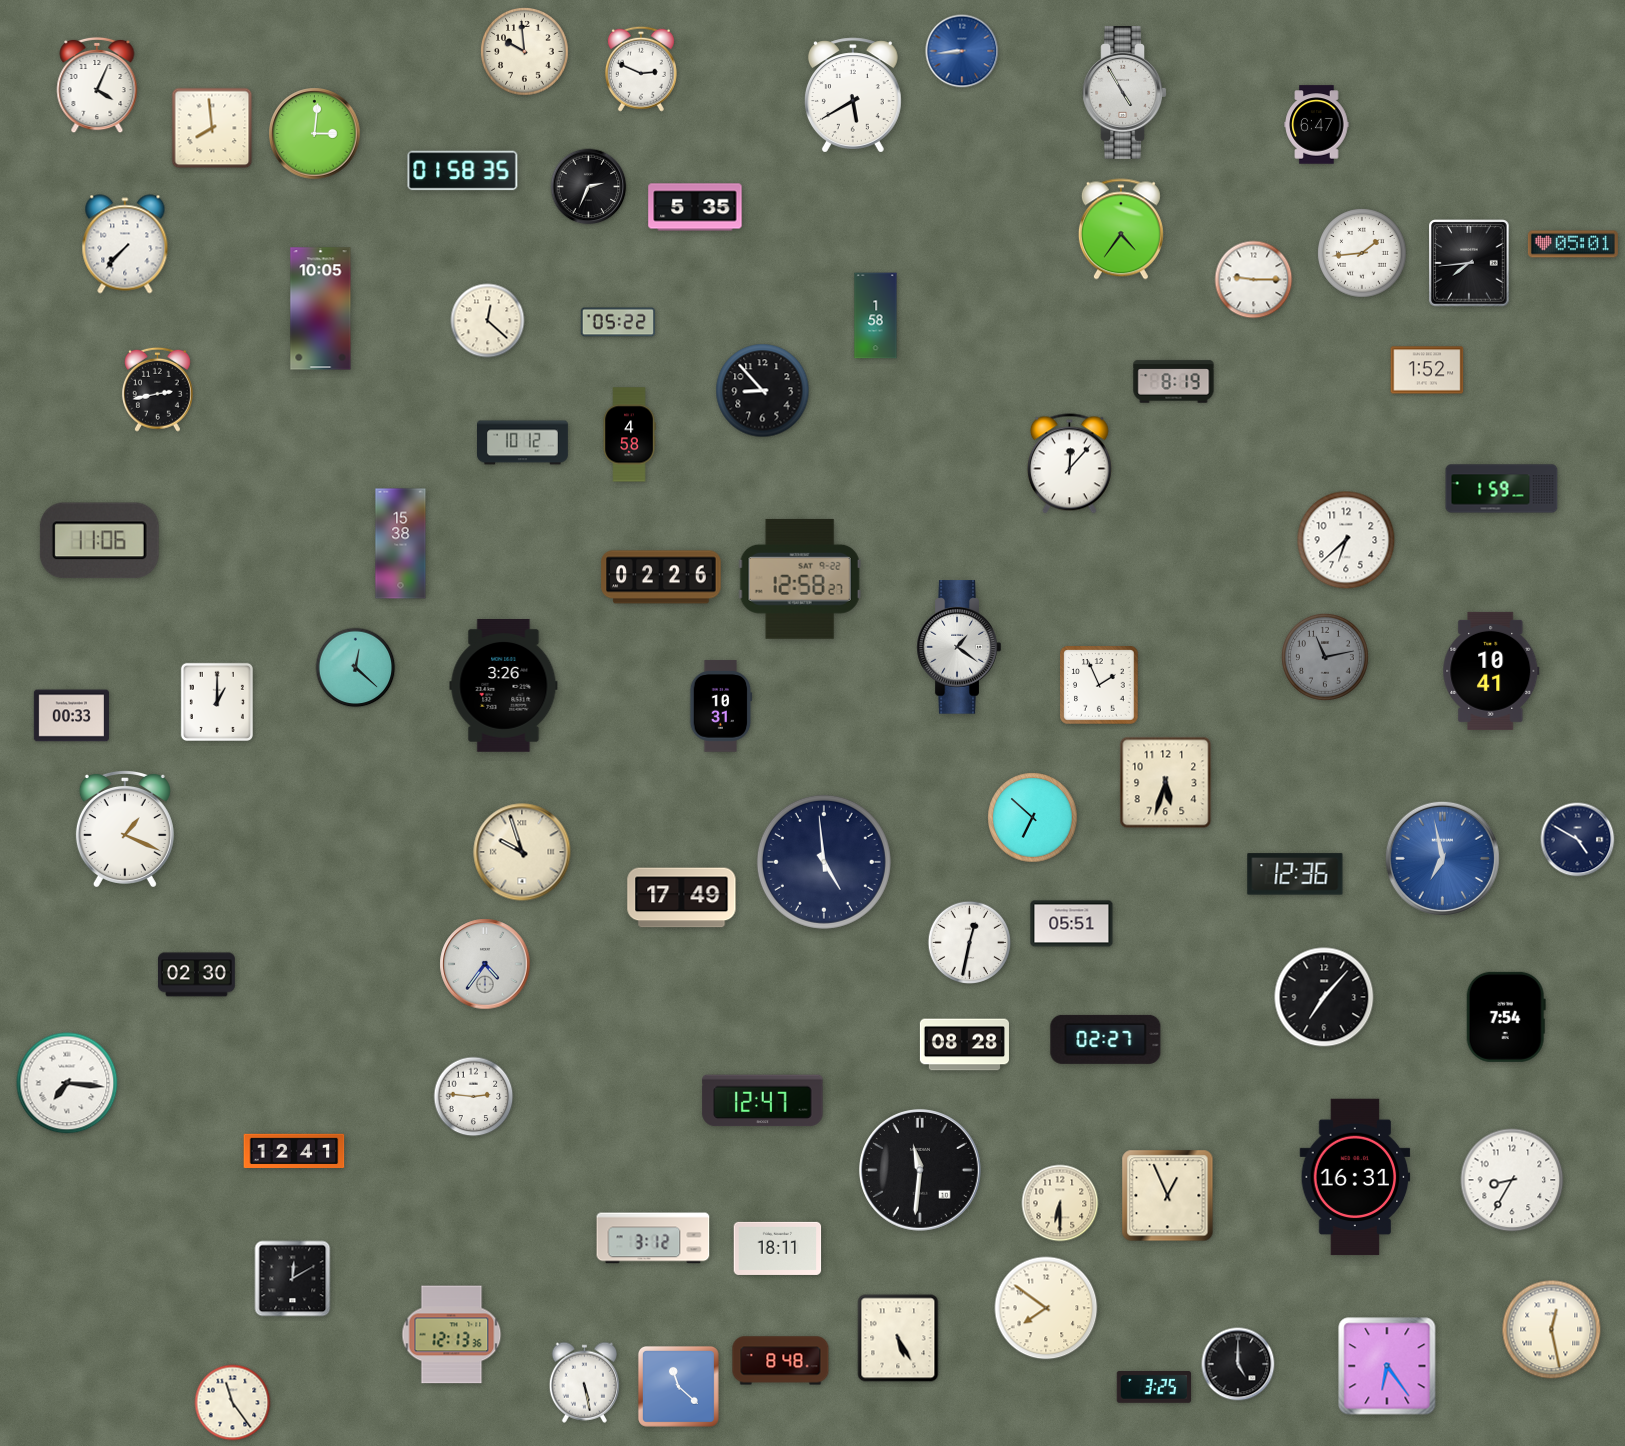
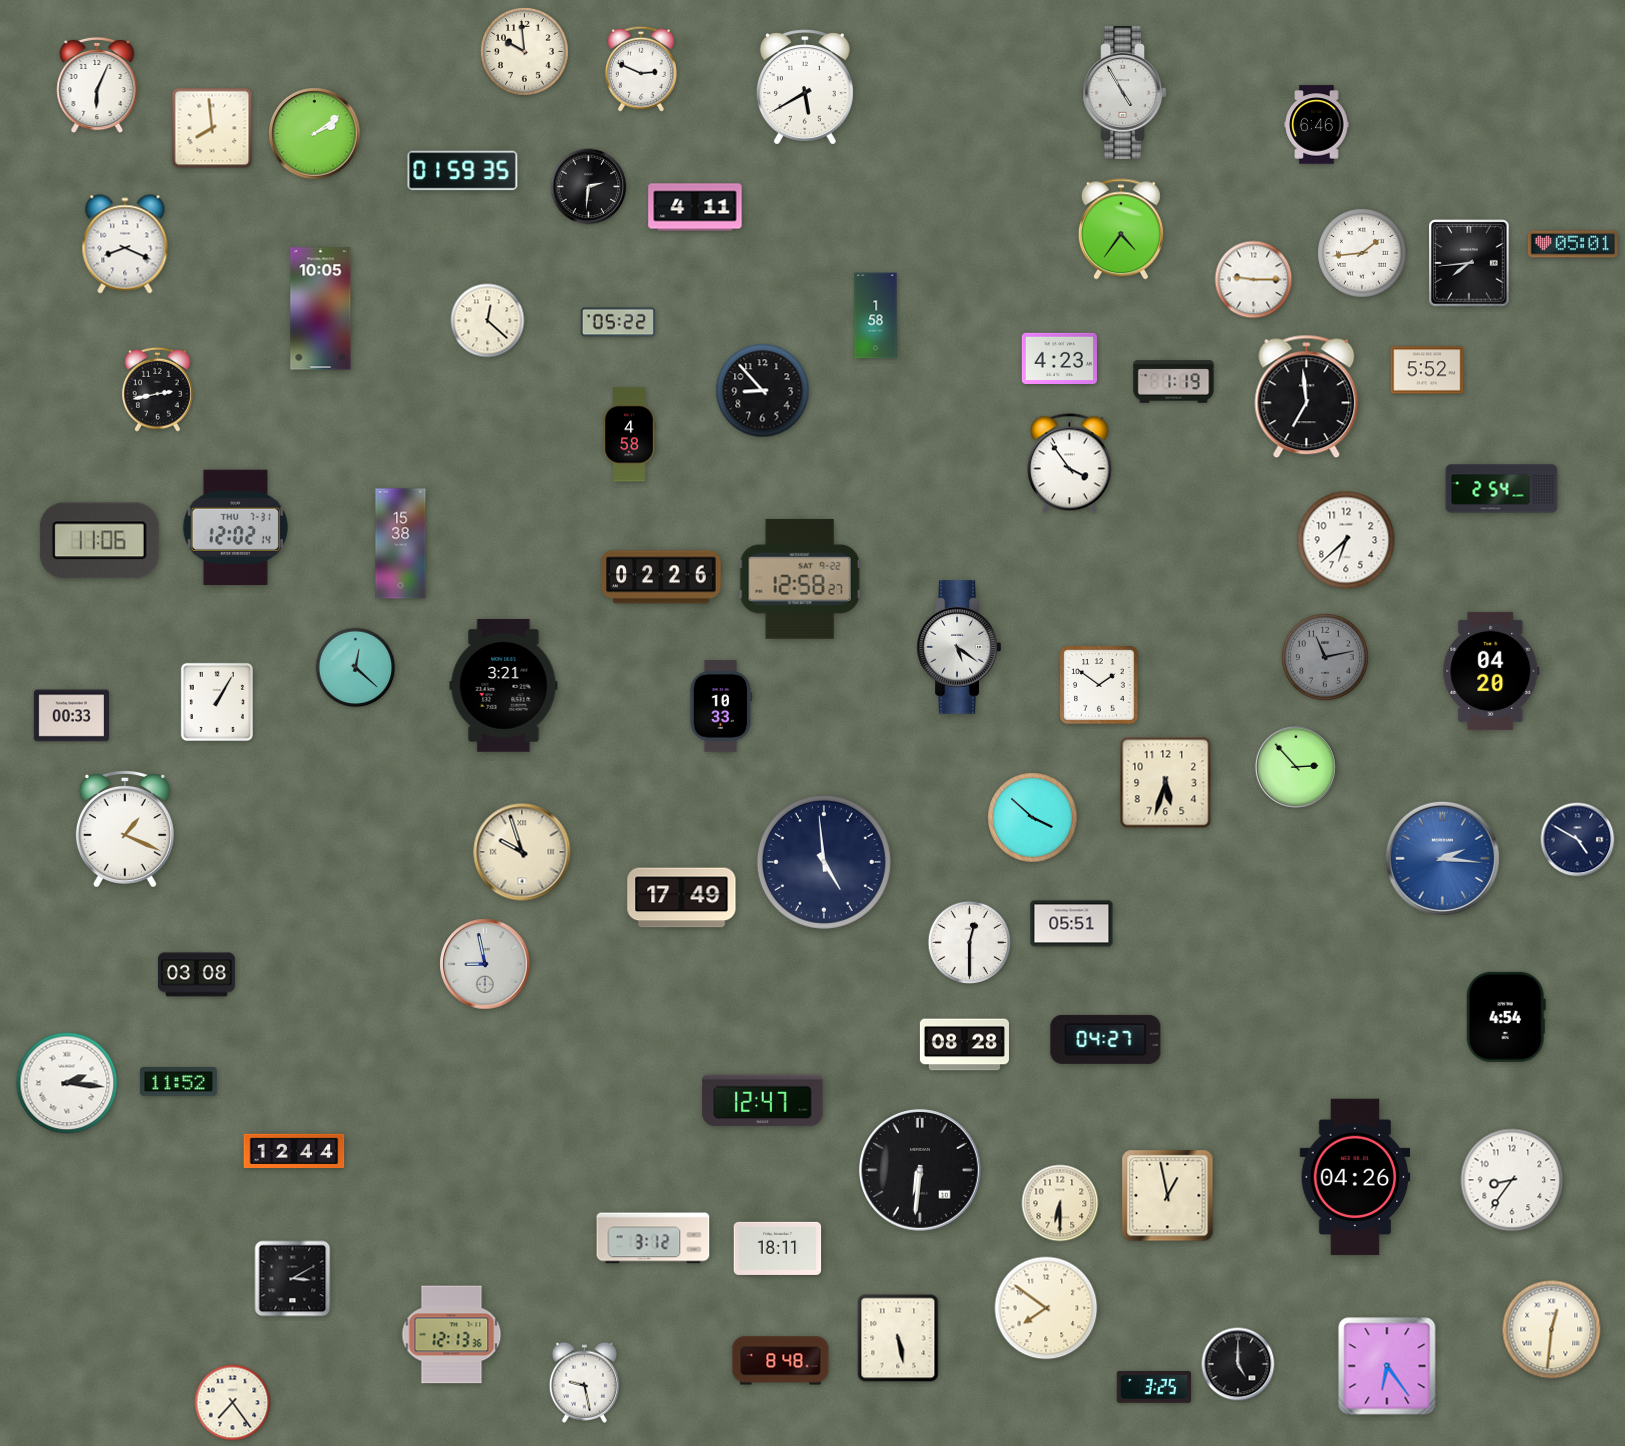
clock at (962, 51): 8:44 -> none
clock at (97, 85): 4:04 -> 6:04
clock at (853, 95) position: (853, 95) -> (805, 87)
clock at (1317, 125): 6:47 -> 6:46
clock at (315, 134): 3:01 -> 2:09
clock at (463, 171): 01:58 -> 01:59
clock at (589, 187): 2:34 -> 2:31
clock at (695, 207): 5:35 -> 4:11
clock at (125, 244): 7:37 -> 8:19
clock at (1059, 358): none -> 4:23
clock at (1427, 370): 1:52 -> 5:52
clock at (1174, 382): 8:19 -> 1:19
clock at (1307, 397): none -> 6:59
clock at (523, 443): 10:12 -> none
clock at (1069, 464): 12:07 -> 3:54
clock at (1502, 489): 1:59 -> 2:54
clock at (235, 527): none -> 12:02
clock at (959, 647): 1:21 -> 5:21
clock at (1491, 671): 10:41 -> 04:20
clock at (1099, 685): 1:56 -> 1:51
clock at (504, 686): 3:26 -> 3:21
clock at (217, 702): 1:00 -> 1:05
clock at (721, 706): 10:31 -> 10:33
clock at (1296, 767): none -> 2:53
clock at (1033, 818): 6:52 -> 3:52
clock at (1442, 858): 6:58 -> 2:16
clock at (1295, 874): 12:36 -> none
clock at (970, 943): 12:32 -> 12:30
clock at (485, 964): 4:36 -> 8:58
clock at (196, 975): 02:30 -> 03:08
clock at (1324, 997): 7:07 -> none
clock at (1506, 1017): 7:54 -> 4:54
clock at (1106, 1039): 02:27 -> 04:27
clock at (178, 1082): none -> 11:52
clock at (67, 1083): 7:16 -> 2:16
clock at (474, 1097): 2:46 -> none
clock at (294, 1150): 12:41 -> 12:44
clock at (921, 1171): 11:31 -> 6:31
clock at (1355, 1177): 16:31 -> 04:26
clock at (1512, 1180): 8:35 -> 8:36
clock at (1168, 1196): 12:56 -> 12:58
clock at (293, 1279): 12:10 -> 3:10
clock at (1552, 1330): 12:28 -> 12:31
clock at (898, 1338): 5:25 -> 5:28
clock at (584, 1382): 5:28 -> 9:28
clock at (678, 1386): 11:22 -> none
clock at (233, 1403): 11:24 -> 7:24
